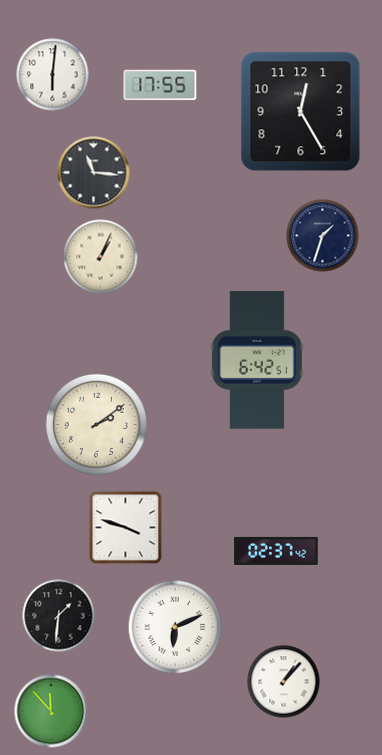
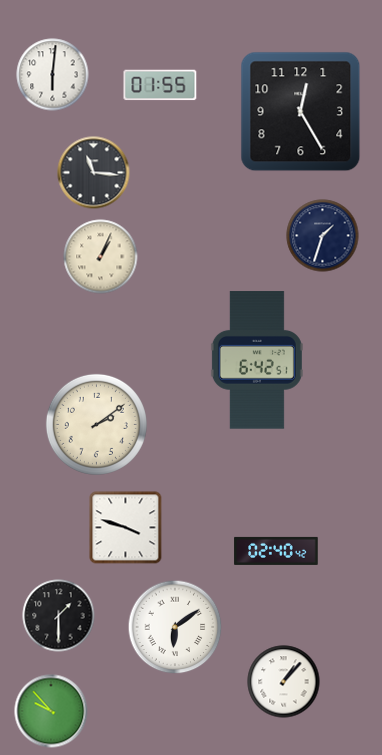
clock at (160, 85): 17:55 -> 01:55
clock at (276, 551): 02:37 -> 02:40
clock at (59, 616): 1:31 -> 1:30
clock at (175, 627): 6:11 -> 6:09
clock at (51, 711): 11:53 -> 9:53
